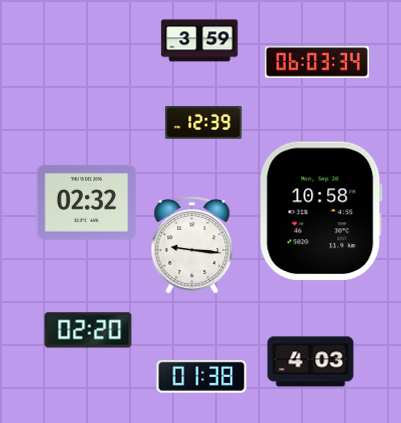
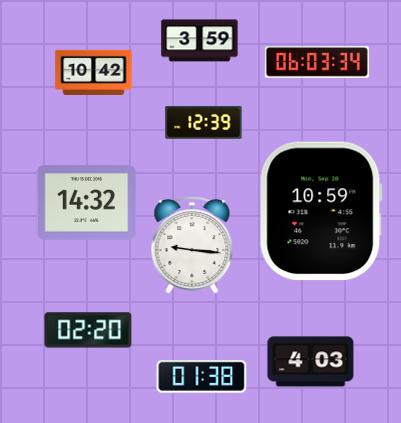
clock at (94, 72): none -> 10:42
clock at (87, 202): 02:32 -> 14:32
clock at (321, 211): 10:58 -> 10:59
